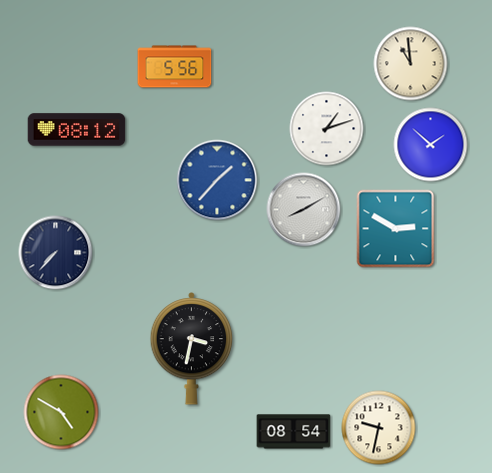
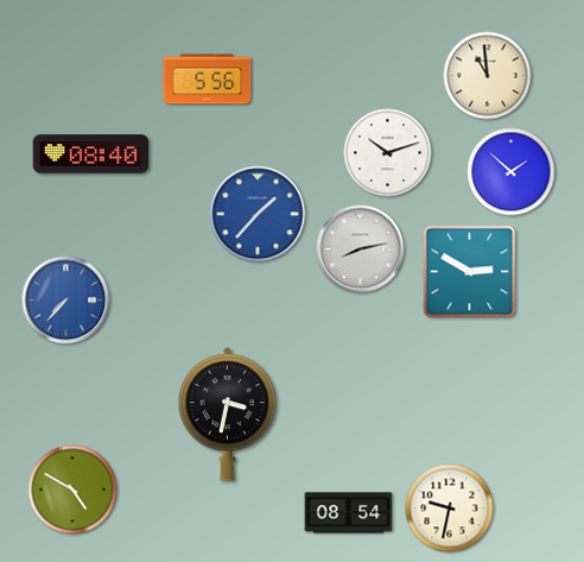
clock at (327, 129): 1:12 -> 10:12
clock at (77, 130): 08:12 -> 08:40
clock at (304, 210): 8:10 -> 8:13
clock at (56, 253) dial: navy -> blue
